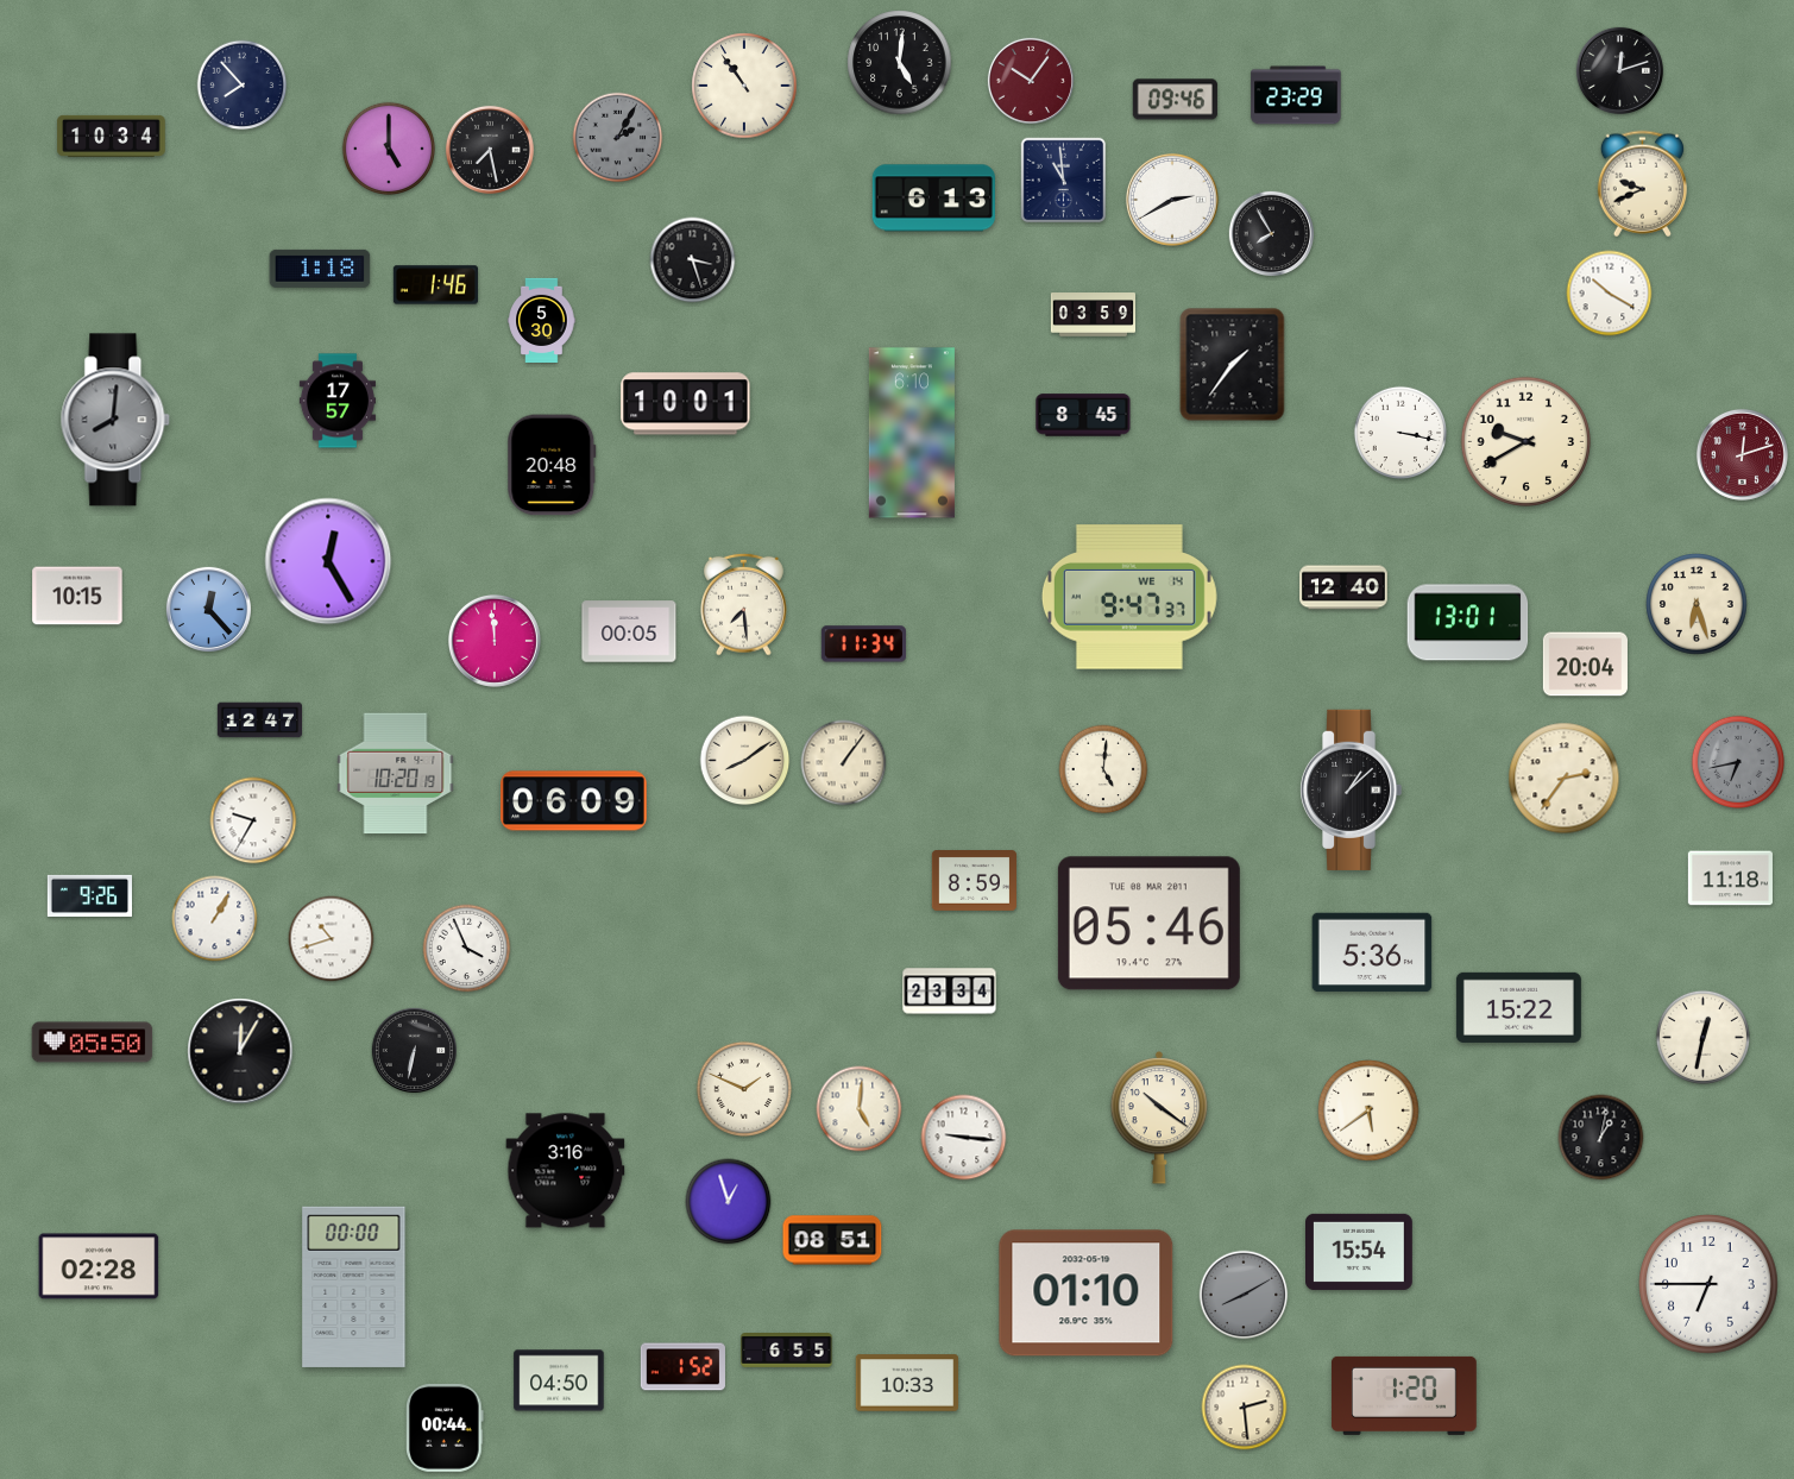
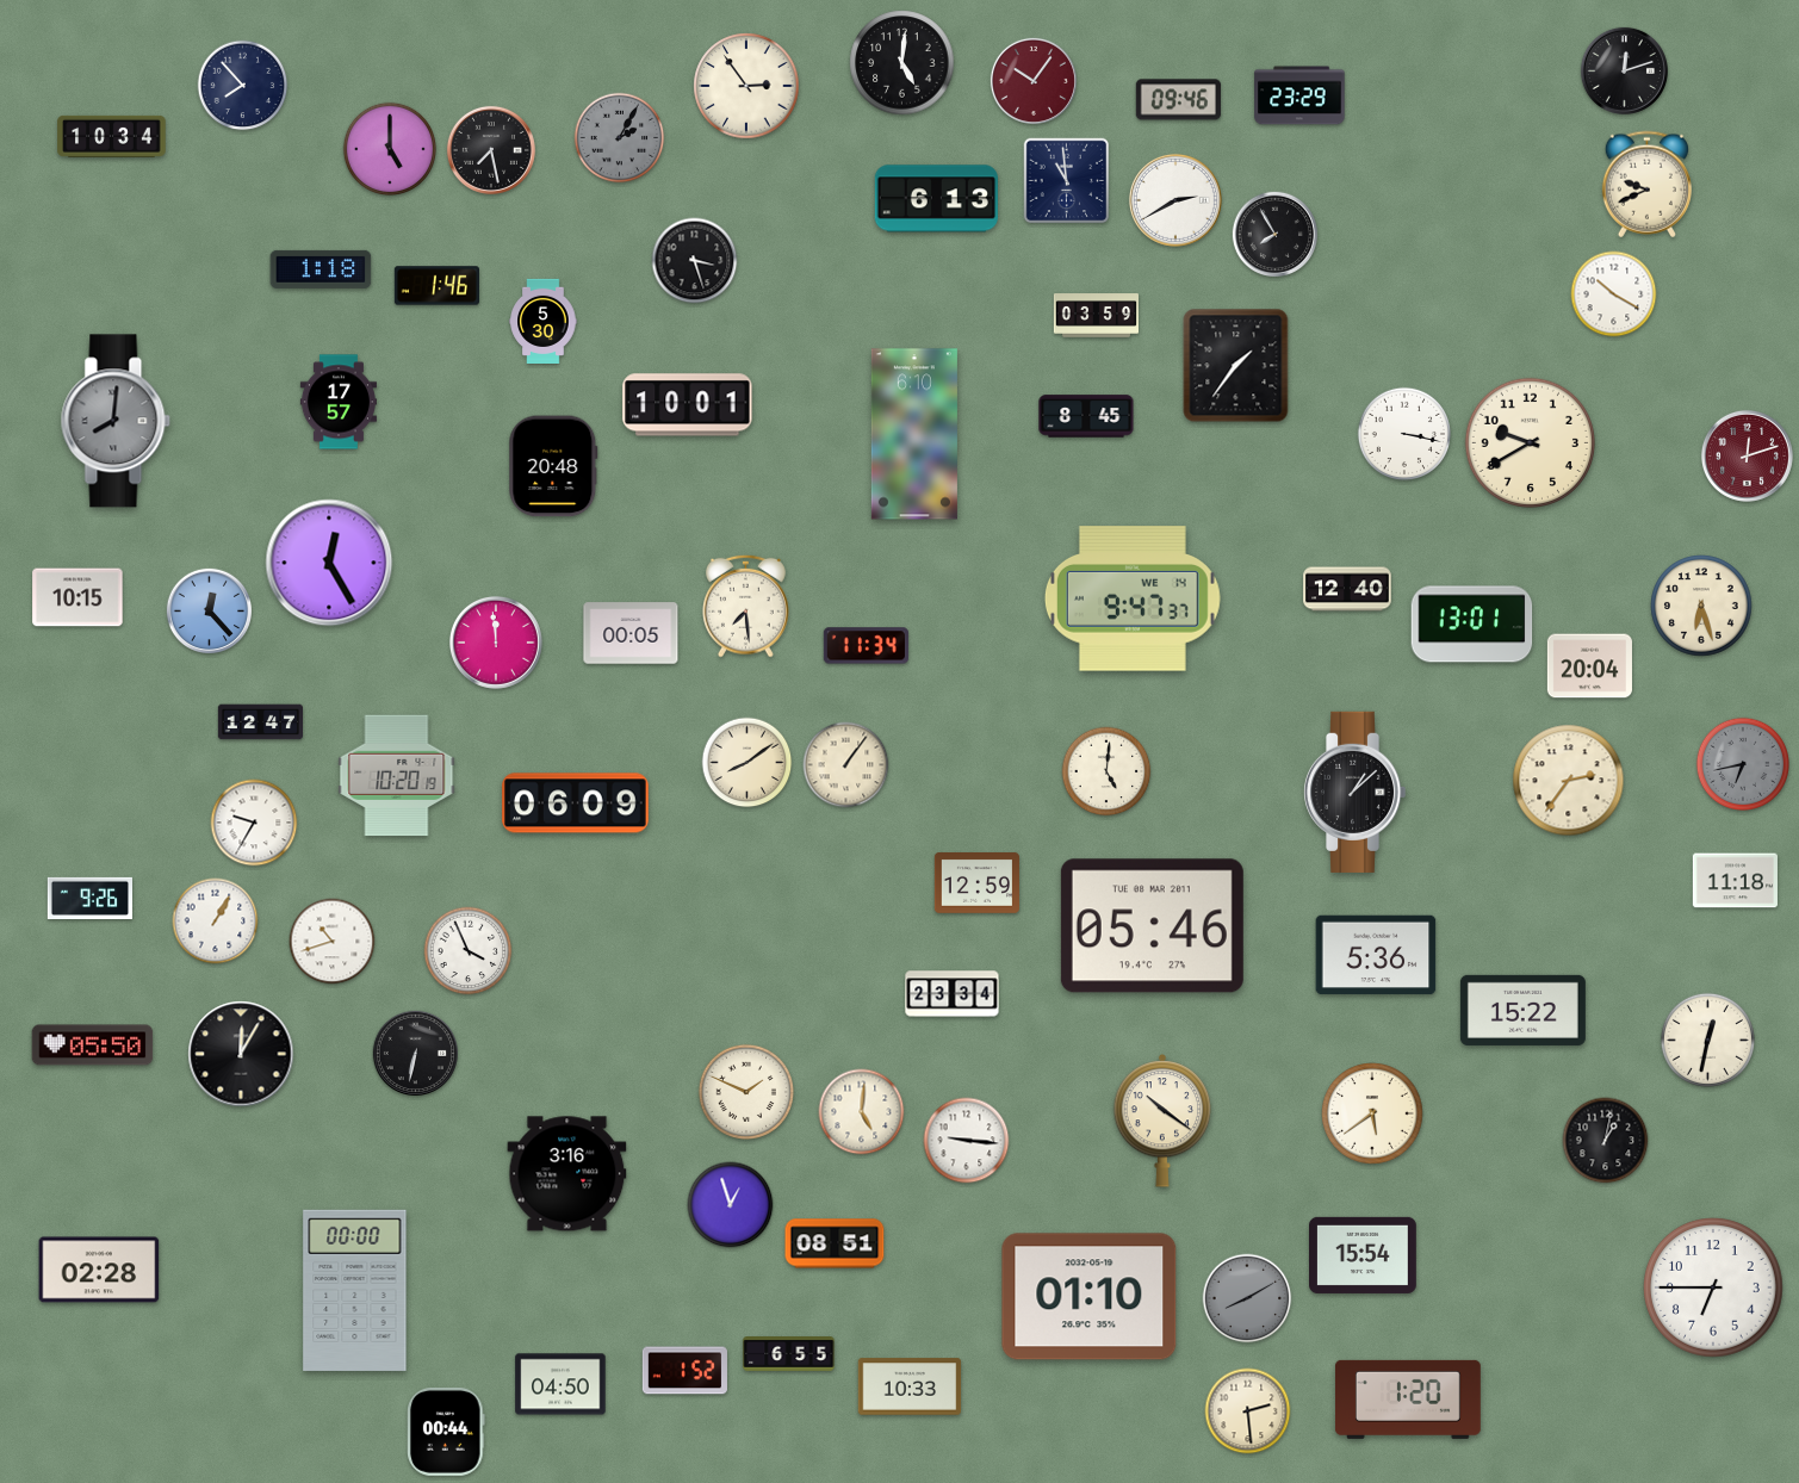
clock at (744, 86): 10:54 -> 2:54
clock at (974, 881): 8:59 -> 12:59
